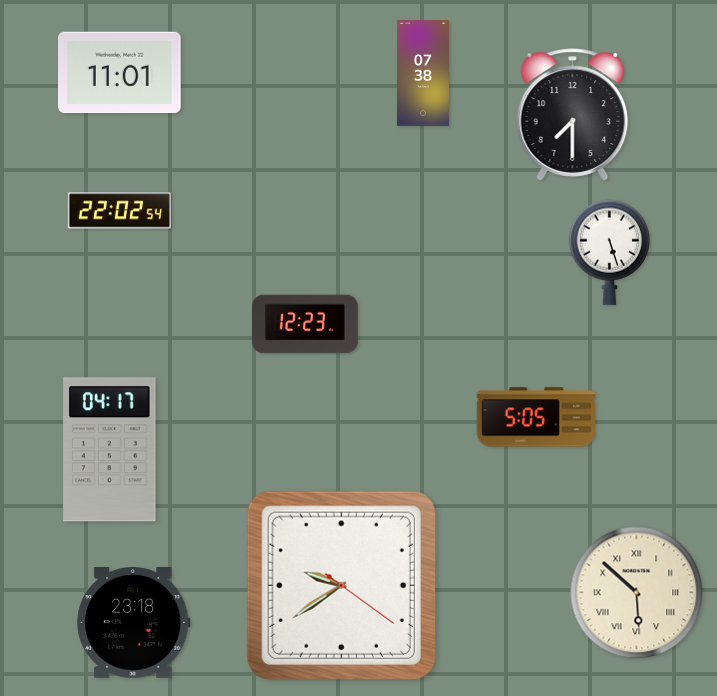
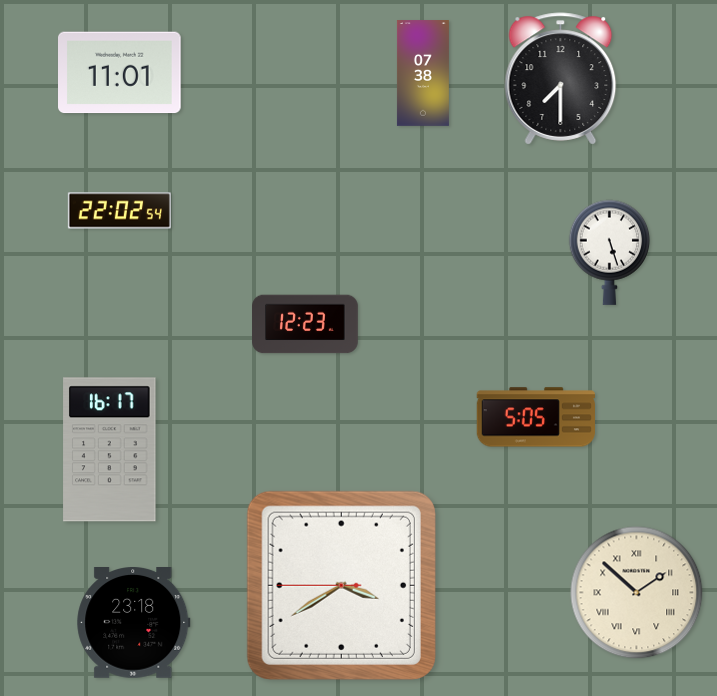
clock at (573, 115) position: (573, 115) -> (561, 79)
clock at (110, 450): 04:17 -> 16:17
clock at (341, 585): 9:39 -> 3:39
clock at (637, 593): 5:52 -> 1:52
